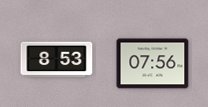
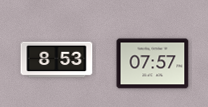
clock at (153, 64): 07:56 -> 07:57
